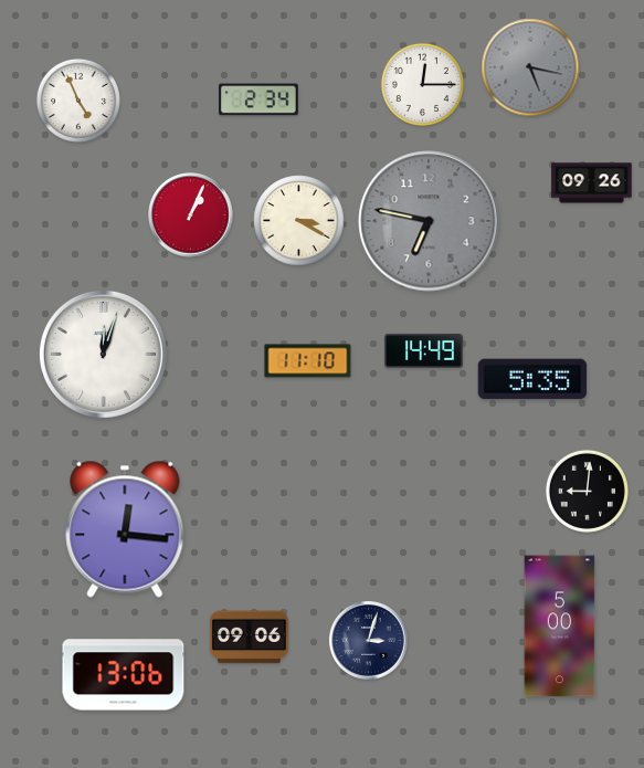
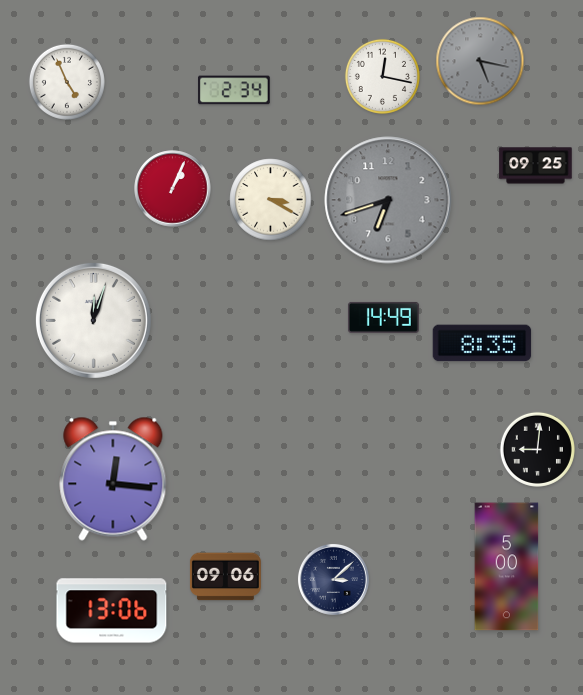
clock at (422, 84): 12:15 -> 12:17
clock at (78, 101) position: (78, 101) -> (67, 82)
clock at (592, 183): 09:26 -> 09:25
clock at (191, 215) position: (191, 215) -> (173, 189)
clock at (429, 221): 6:47 -> 6:42
clock at (308, 361): 11:10 -> none
clock at (532, 379): 5:35 -> 8:35
clock at (587, 491) position: (587, 491) -> (537, 449)
clock at (368, 640): 3:03 -> 3:08
